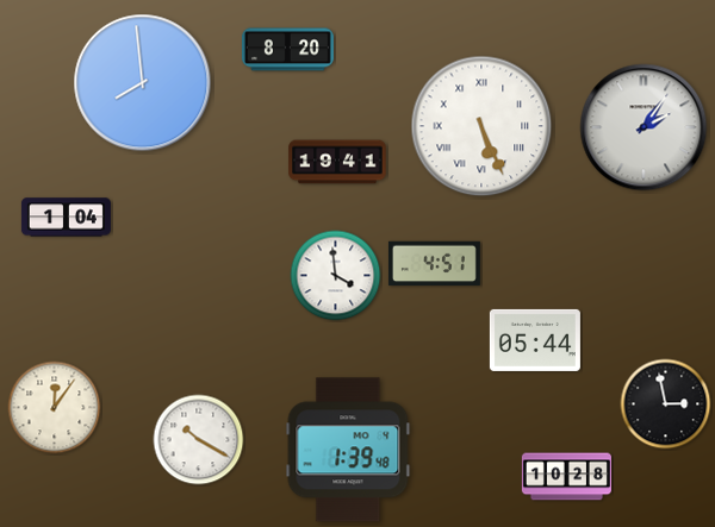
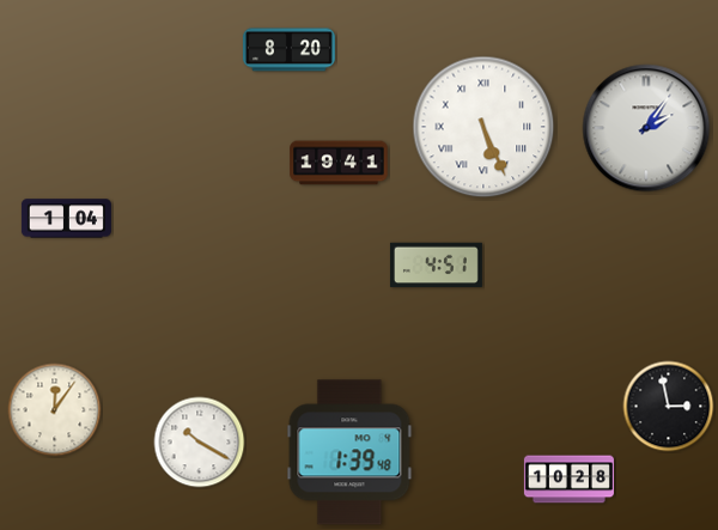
clock at (143, 83): 7:59 -> none
clock at (336, 276): 3:59 -> none
clock at (535, 340): 05:44 -> none
